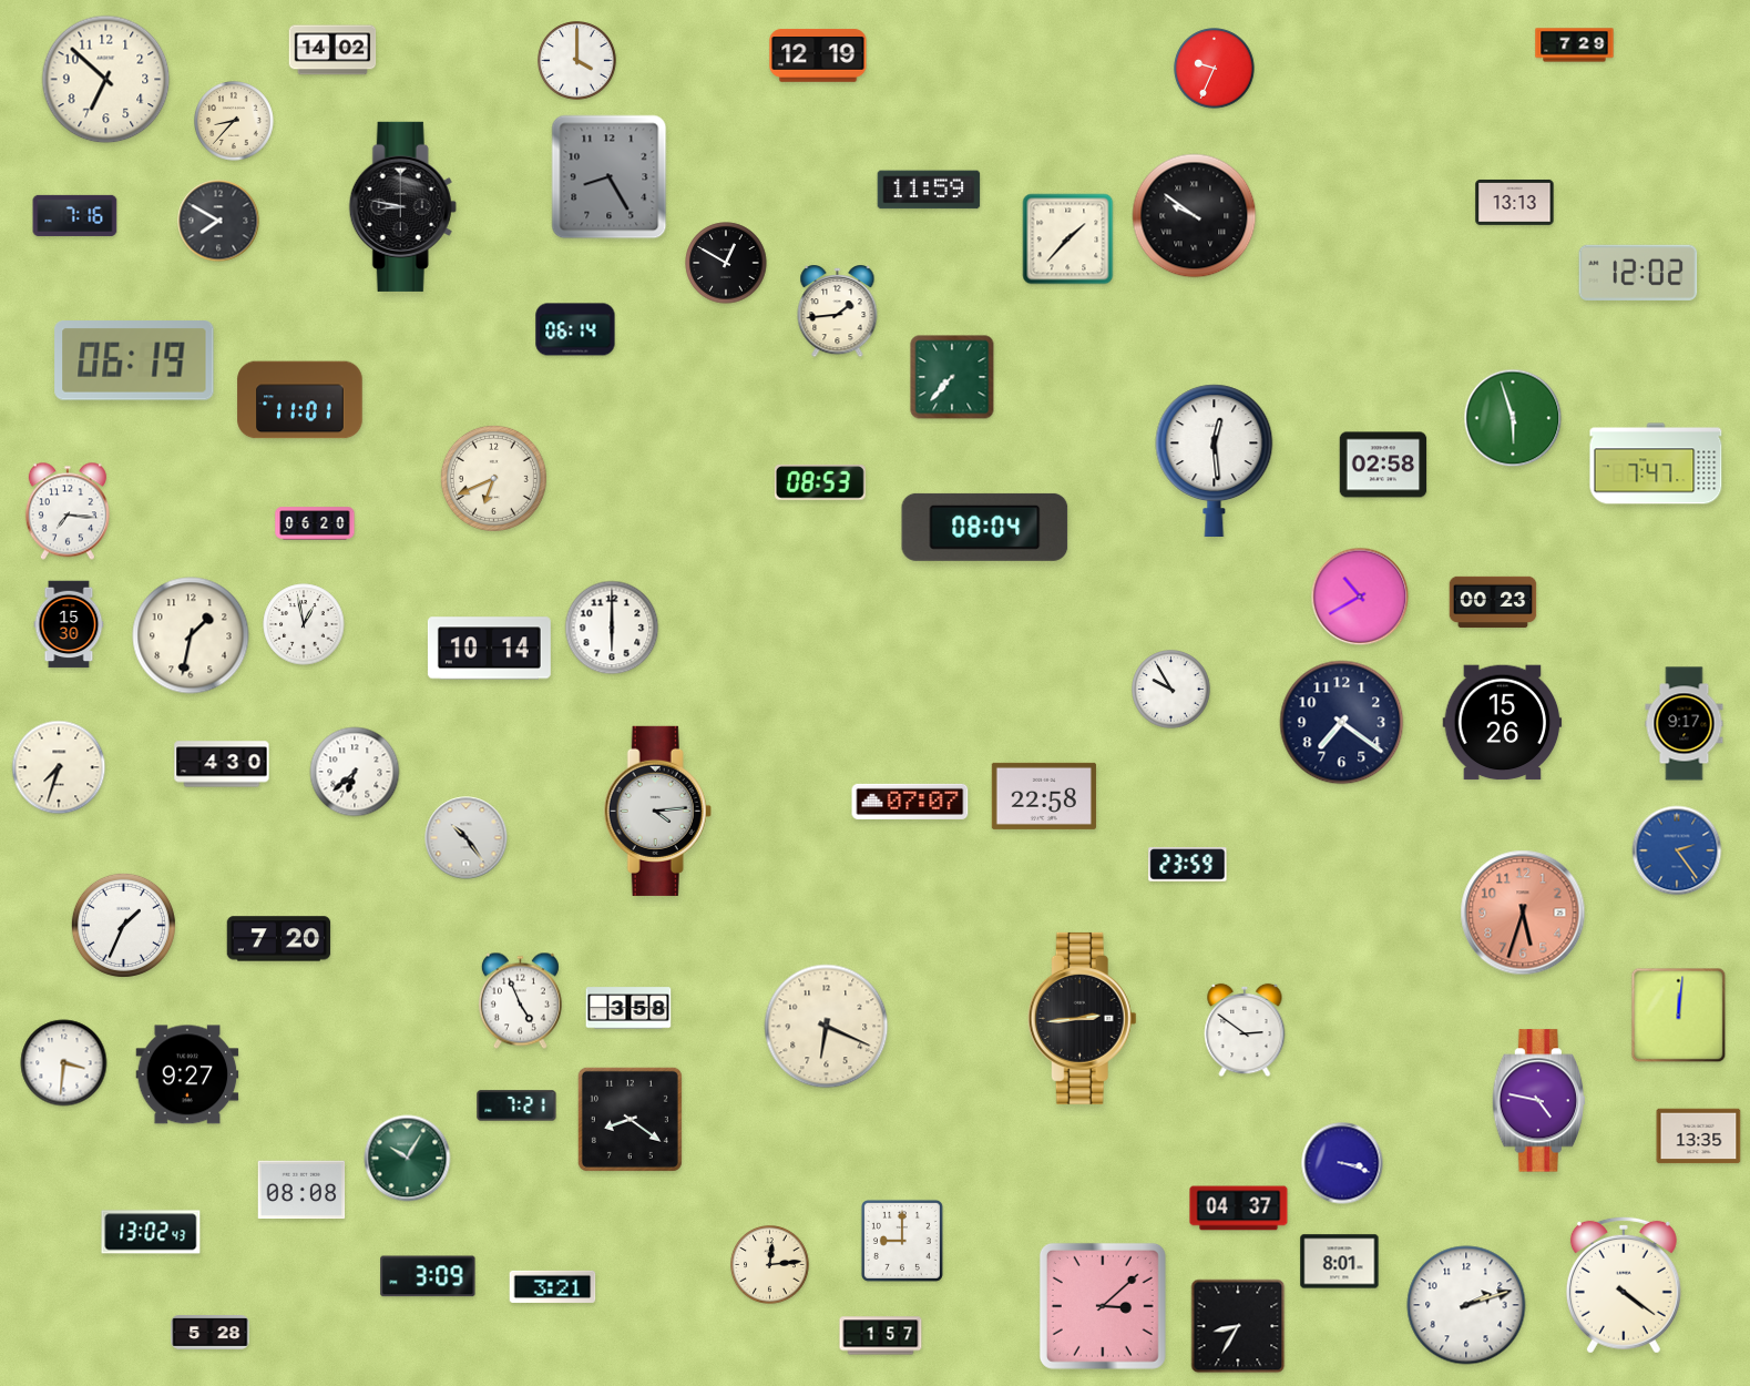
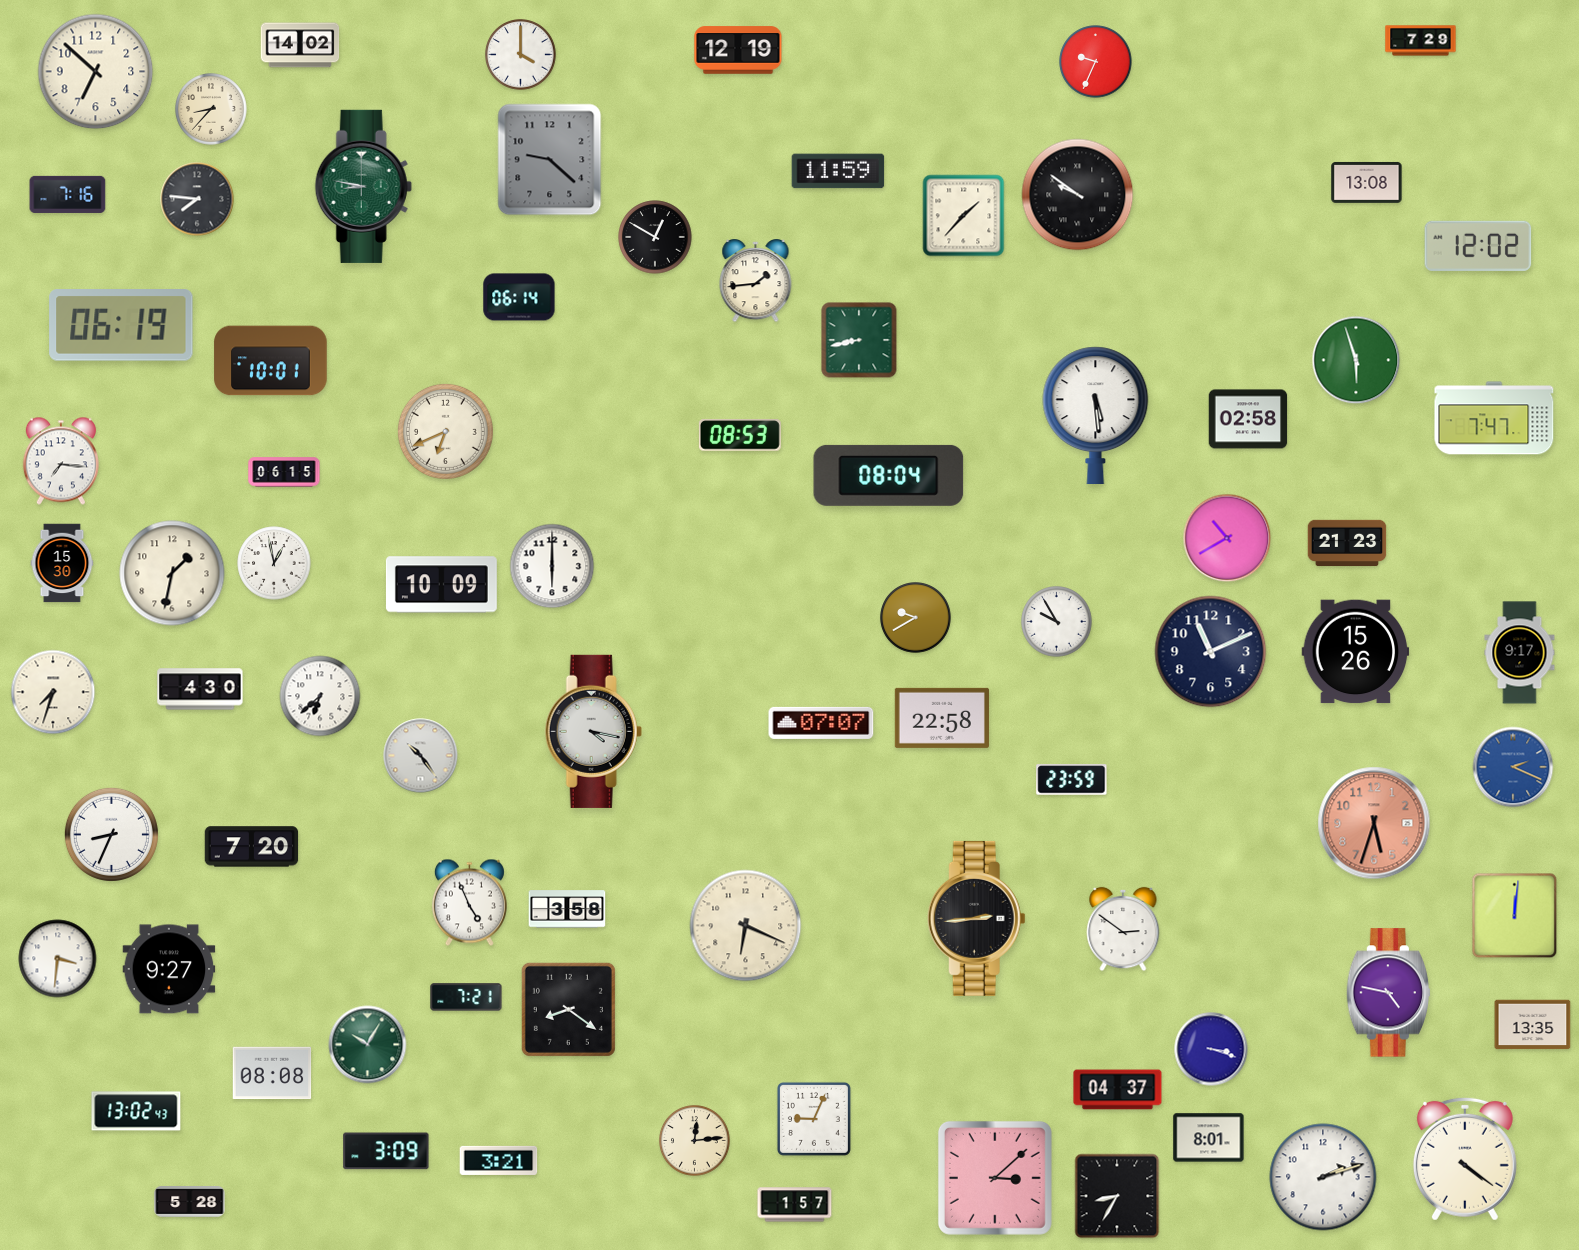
clock at (610, 177): 8:25 -> 9:22
clock at (1515, 202): 13:13 -> 13:08
clock at (402, 206) dial: black -> green
clock at (218, 221): 7:50 -> 7:46
clock at (952, 377): 7:37 -> 8:43
clock at (300, 400): 11:01 -> 10:01
clock at (1513, 418) position: (1513, 418) -> (1356, 360)
clock at (1215, 460): 12:29 -> 5:29
clock at (315, 523): 06:20 -> 06:15
clock at (1493, 602): 00:23 -> 21:23
clock at (489, 649): 10:14 -> 10:09
clock at (916, 618): none -> 9:40
clock at (1342, 723): 7:21 -> 11:11
clock at (657, 811): 4:14 -> 4:17
clock at (1677, 850): 2:24 -> 2:19
clock at (123, 925): 1:34 -> 8:34
clock at (902, 1241): 9:00 -> 9:04
